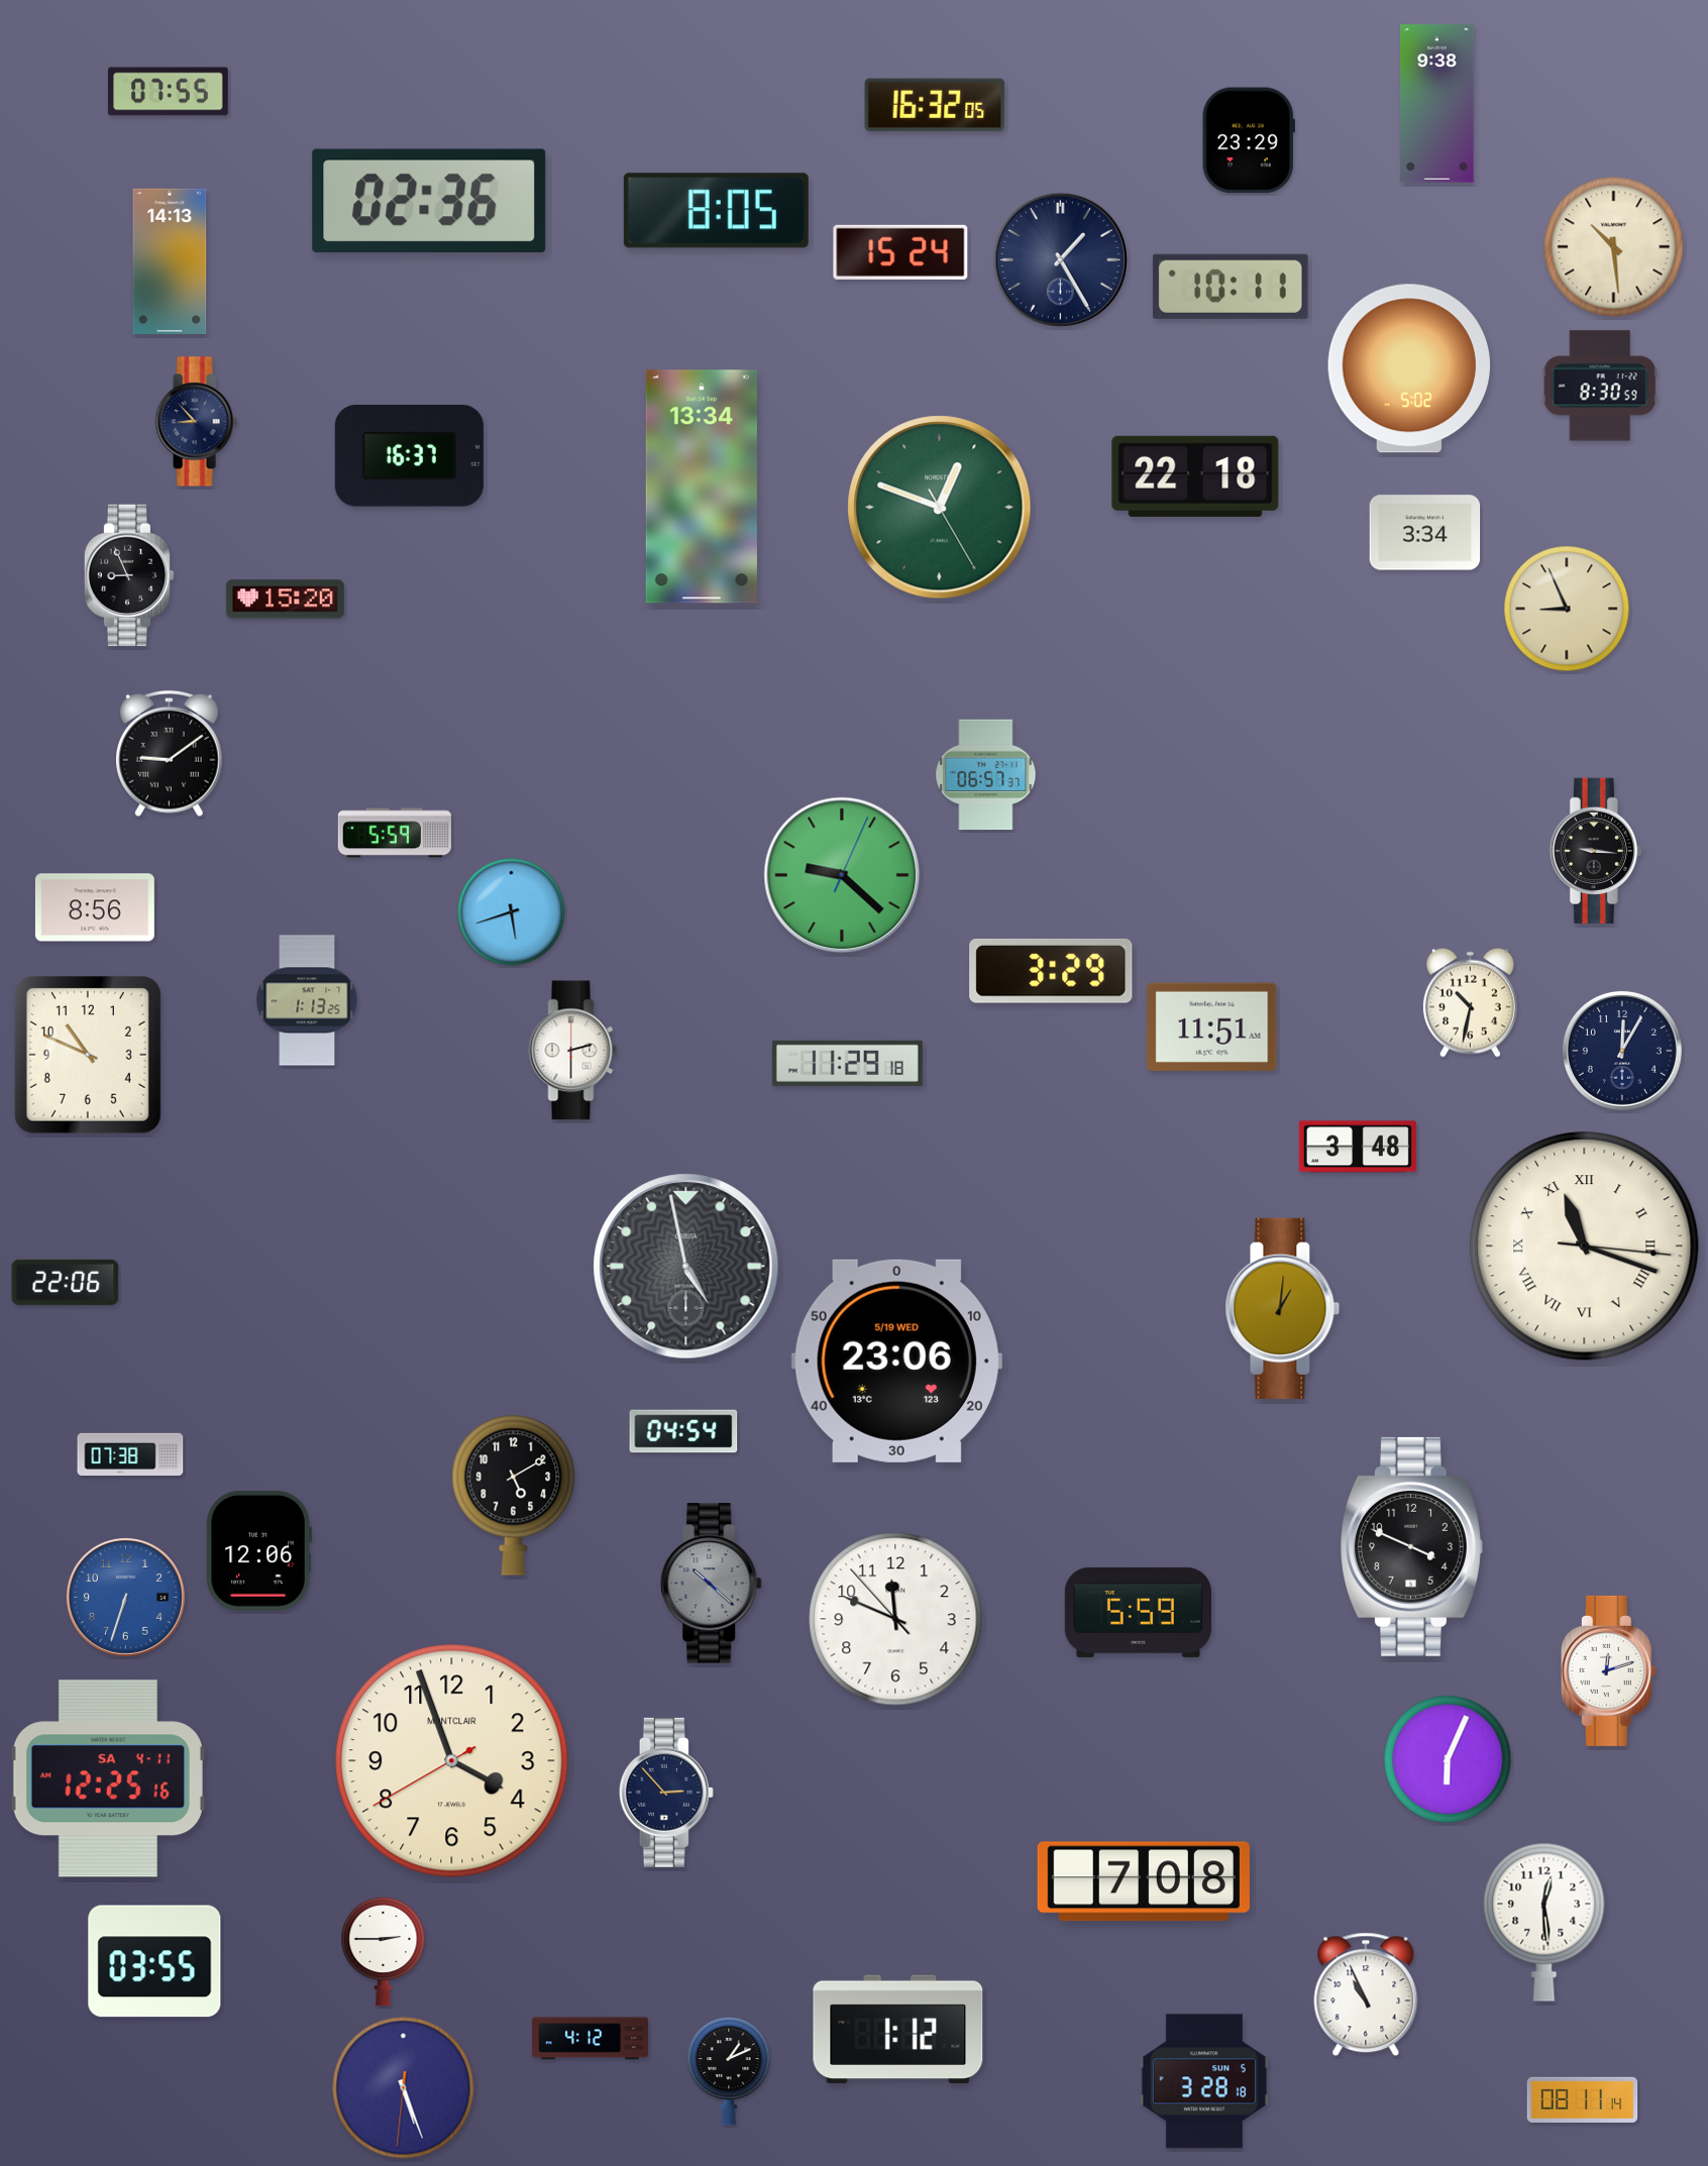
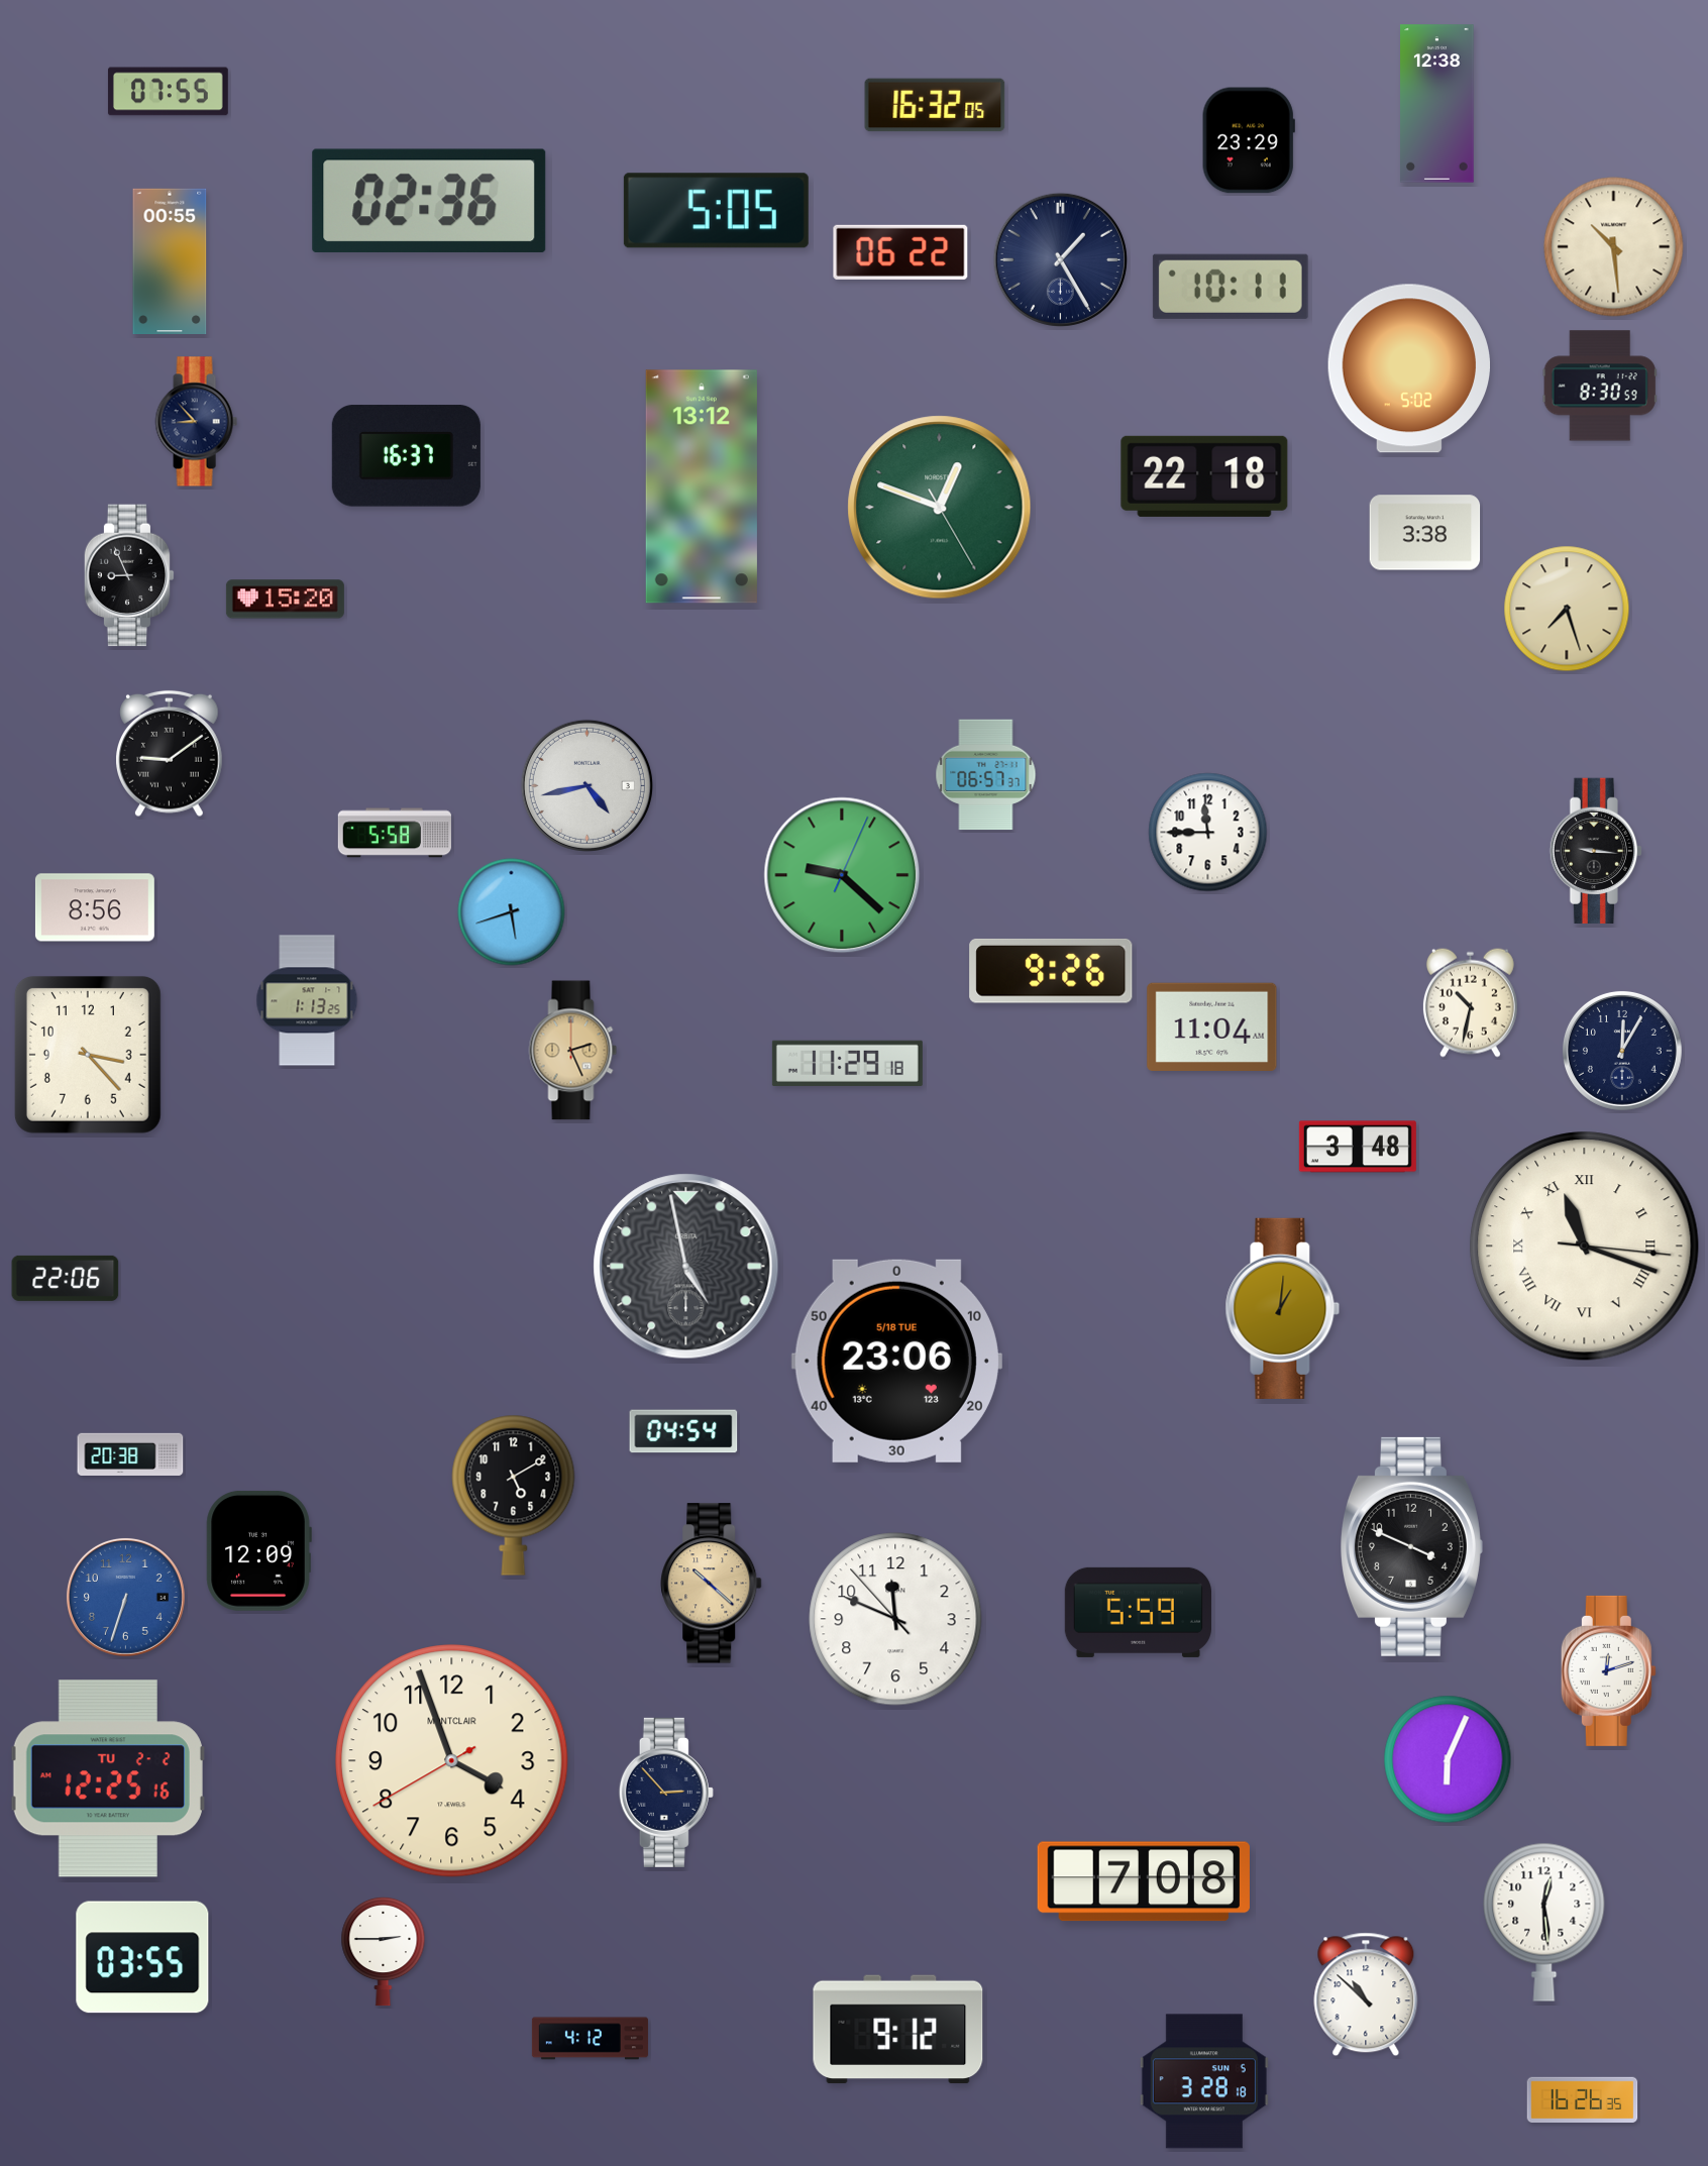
clock at (1437, 104): 9:38 -> 12:38
clock at (716, 211): 8:05 -> 5:05
clock at (900, 252): 15:24 -> 06:22
clock at (170, 260): 14:13 -> 00:55
clock at (409, 456) position: (409, 456) -> (406, 456)
clock at (1195, 476) position: (1195, 476) -> (1204, 476)
clock at (702, 486): 13:34 -> 13:12
clock at (1425, 533): 3:34 -> 3:38
clock at (1567, 609): 8:56 -> 7:27
clock at (586, 785): none -> 4:43
clock at (395, 833): 5:59 -> 5:58
clock at (1208, 833): none -> 11:45
clock at (1051, 971): 3:29 -> 9:26
clock at (1212, 1026): 11:51 -> 11:04
clock at (573, 1051): 2:30 -> 2:26
clock at (573, 1051) dial: white -> champagne
clock at (88, 1055): 10:49 -> 3:23
clock at (66, 1282) position: (66, 1282) -> (66, 1278)
clock at (896, 1361) date: 5/19 WED -> 5/18 TUE
clock at (130, 1454): 07:38 -> 20:38
clock at (258, 1550): 12:06 -> 12:09
clock at (712, 1584) dial: grey -> champagne
clock at (108, 1778) date: SA 4-11 -> TU 2-2
clock at (154, 1961) position: (154, 1961) -> (142, 1957)
clock at (1366, 1994): 10:56 -> 10:52
clock at (898, 2030): 1:12 -> 9:12
clock at (729, 2072): 1:11 -> none
clock at (404, 2088): 5:26 -> none
clock at (1583, 2100): 08:11 -> 16:26
